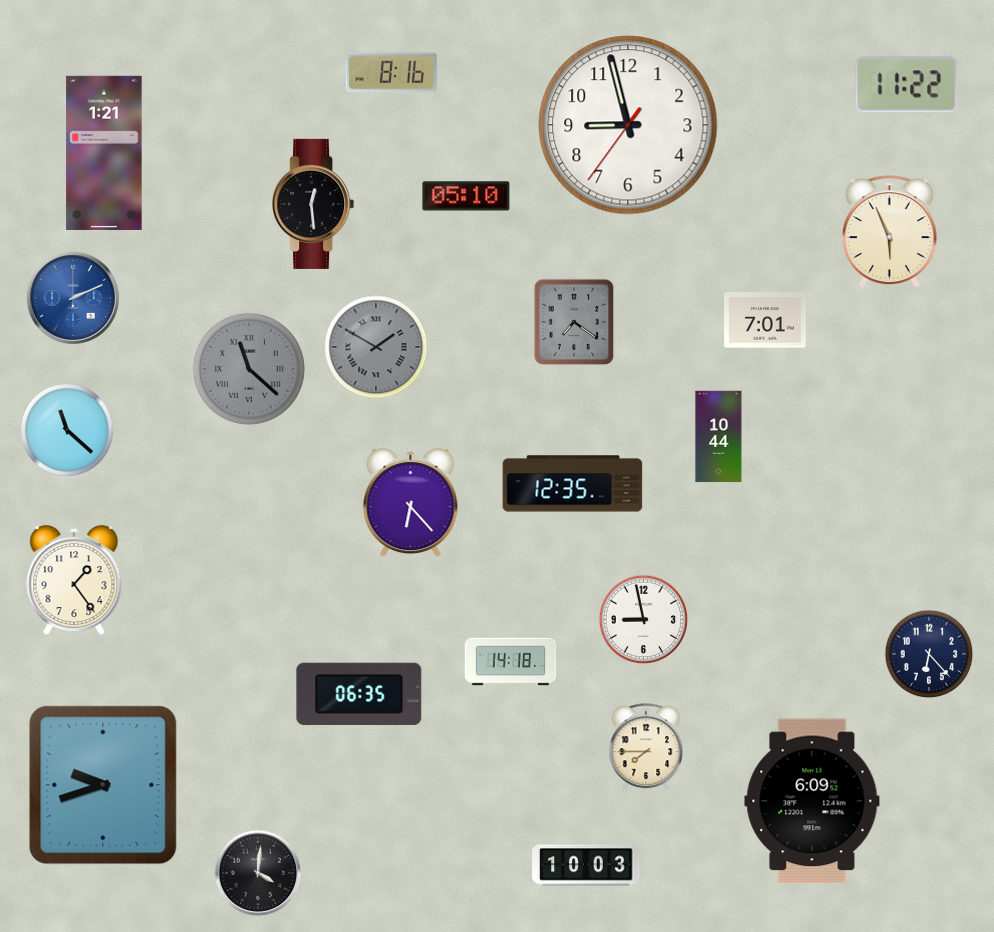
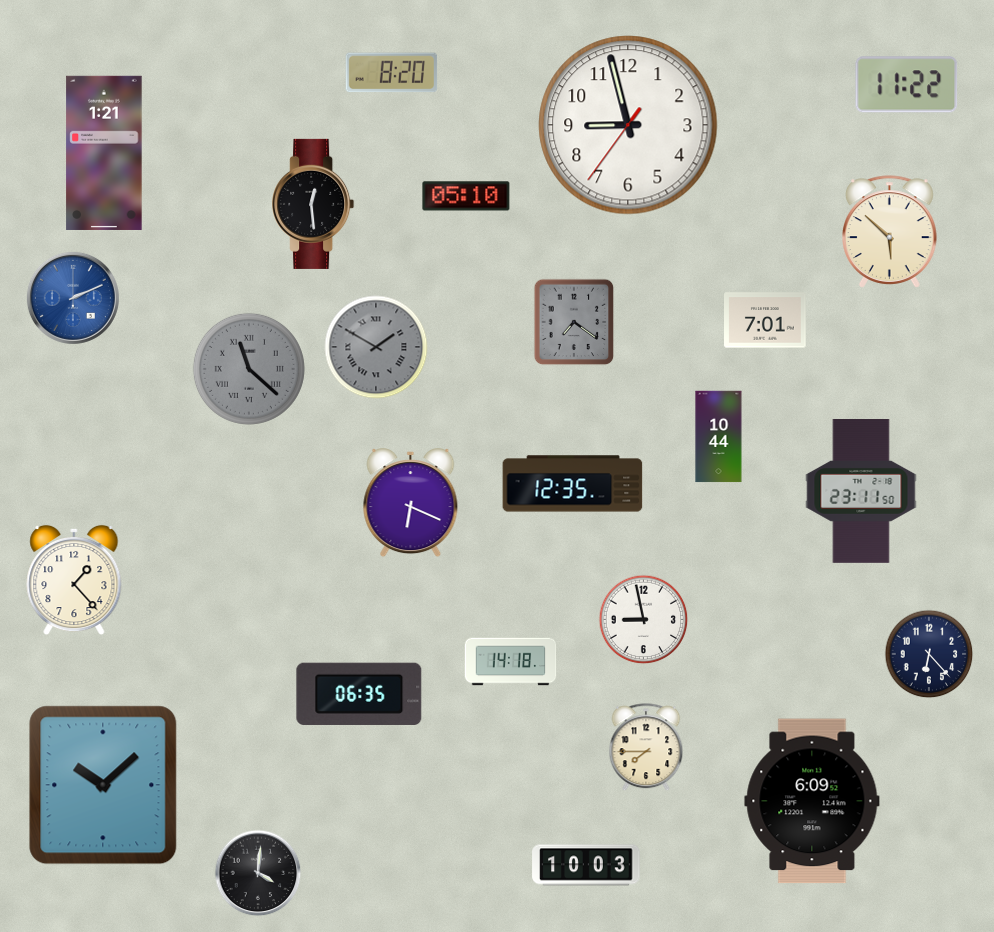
clock at (392, 73): 8:16 -> 8:20
clock at (890, 232): 5:56 -> 5:52
clock at (67, 430): 11:22 -> none
clock at (861, 492): none -> 23:11
clock at (411, 503): 6:23 -> 6:19
clock at (74, 580): 1:24 -> 1:23
clock at (103, 785): 9:42 -> 10:08
